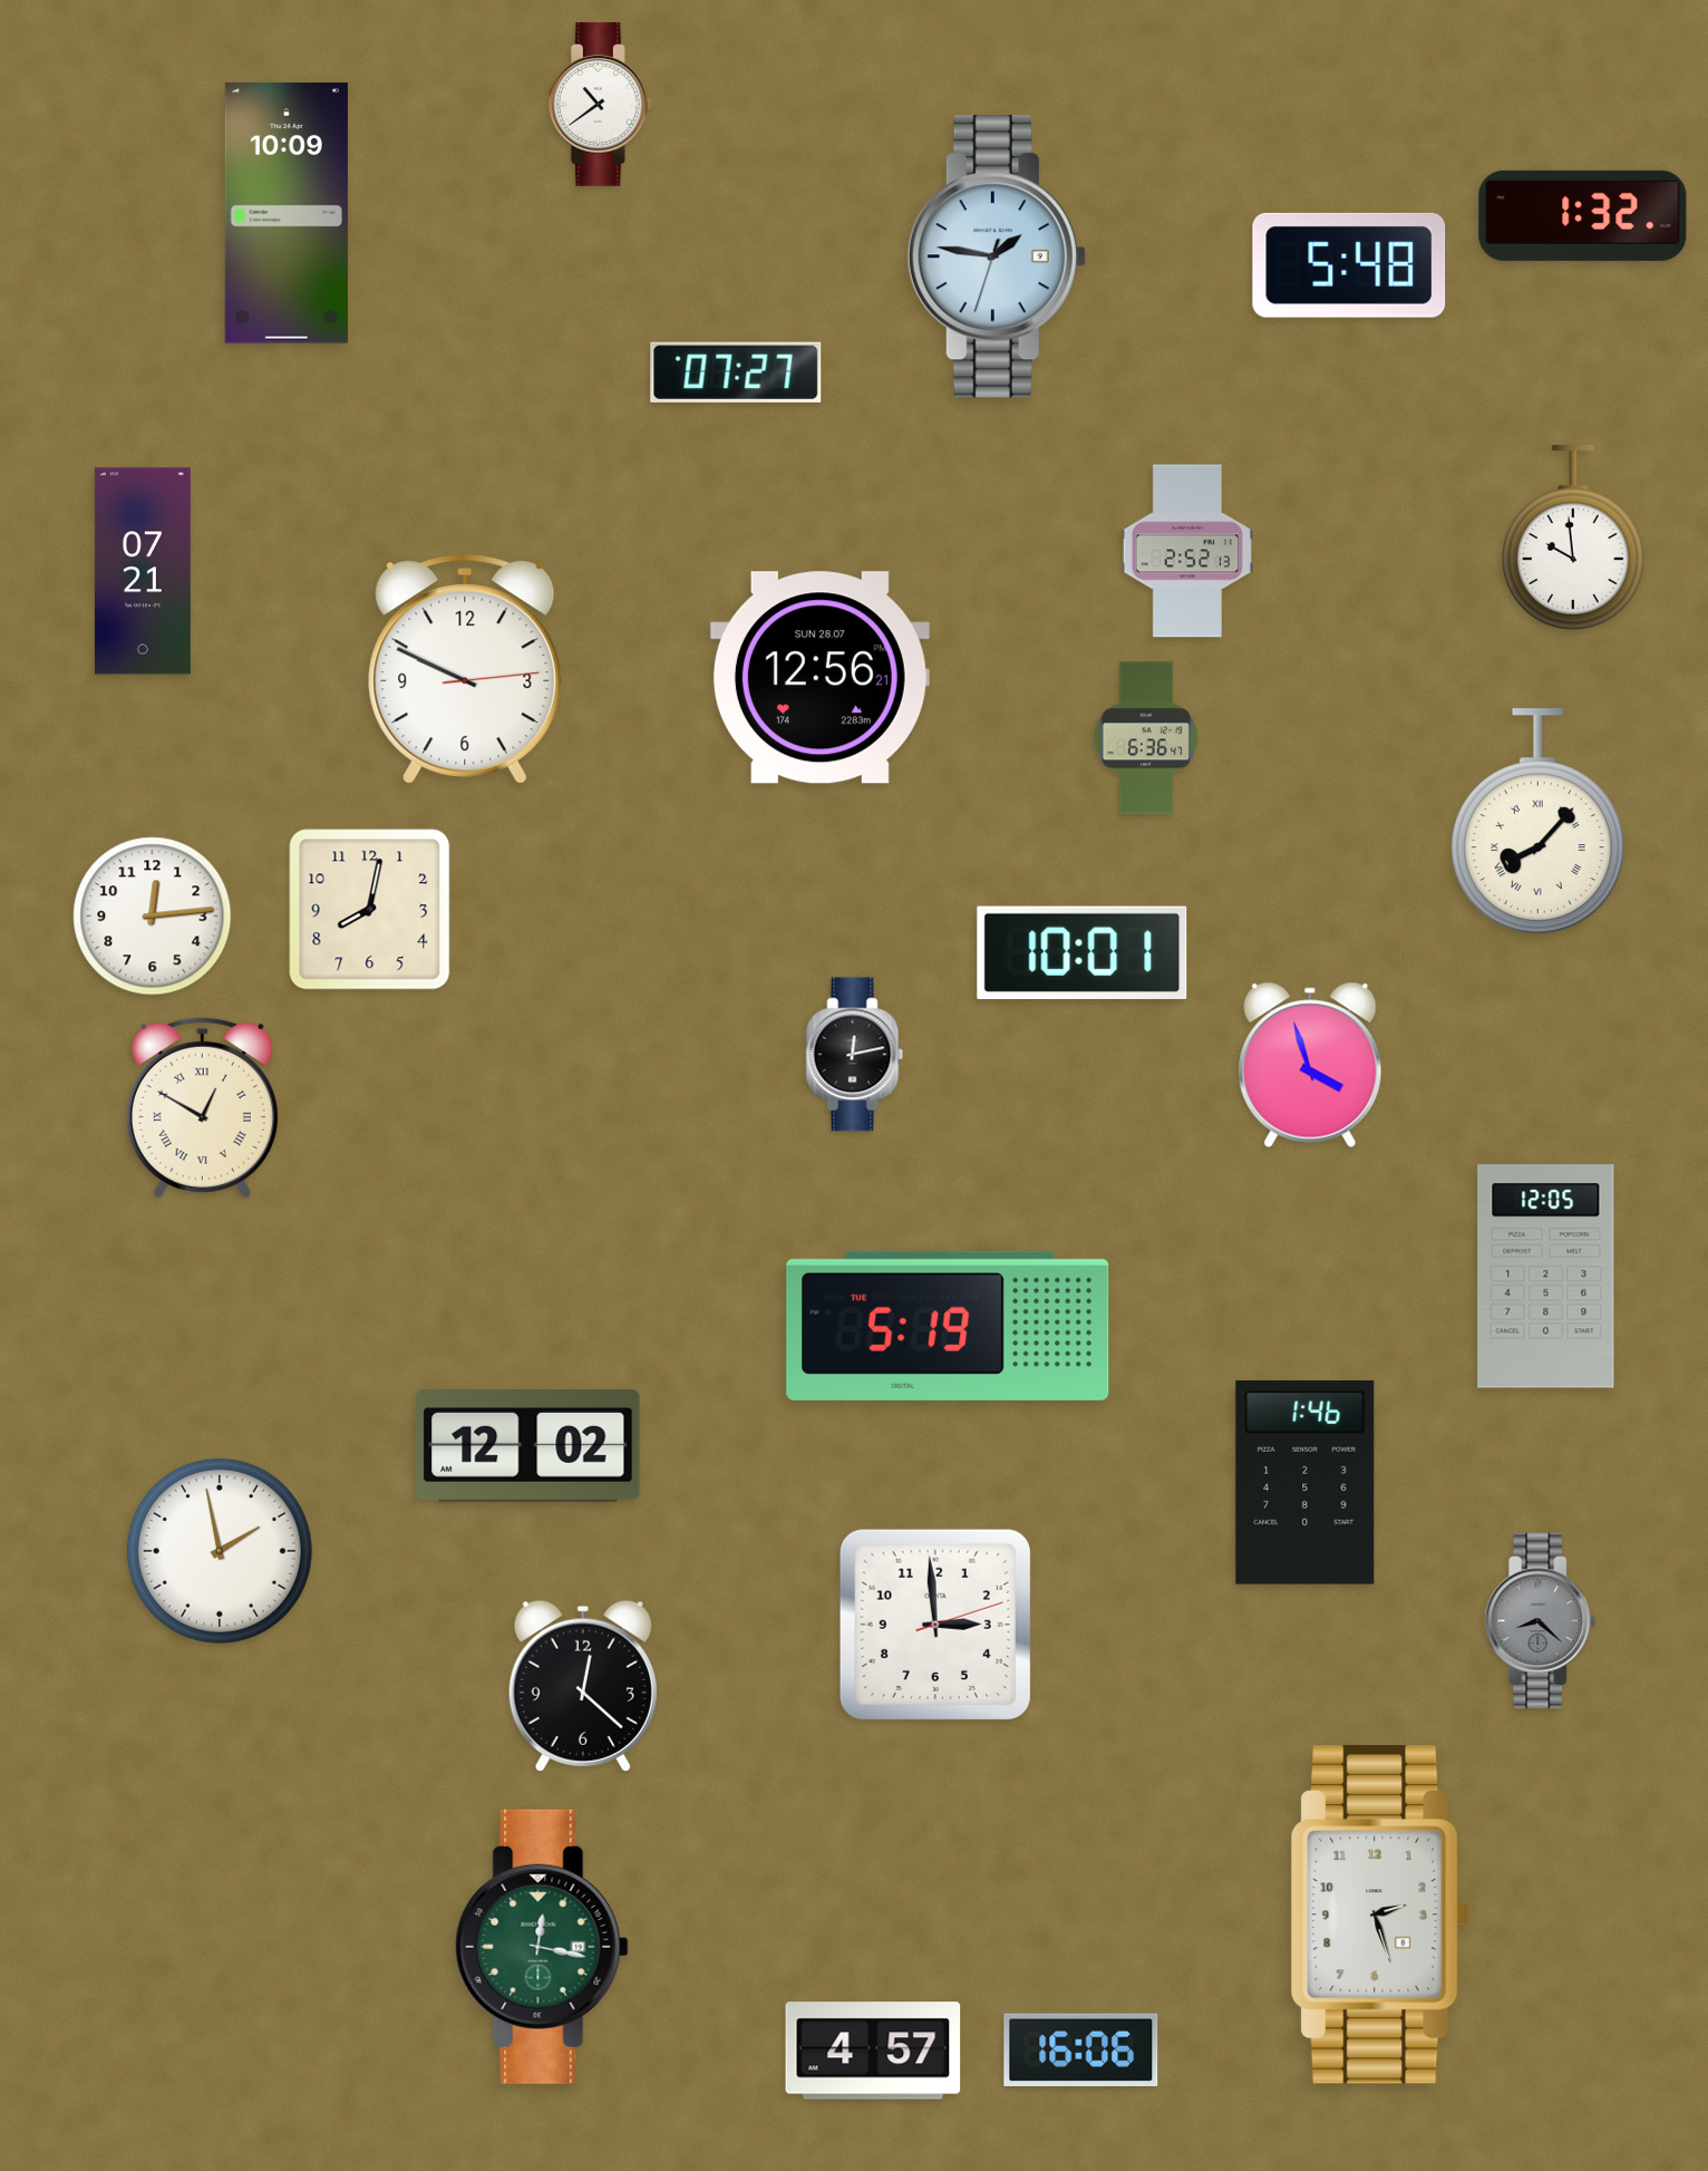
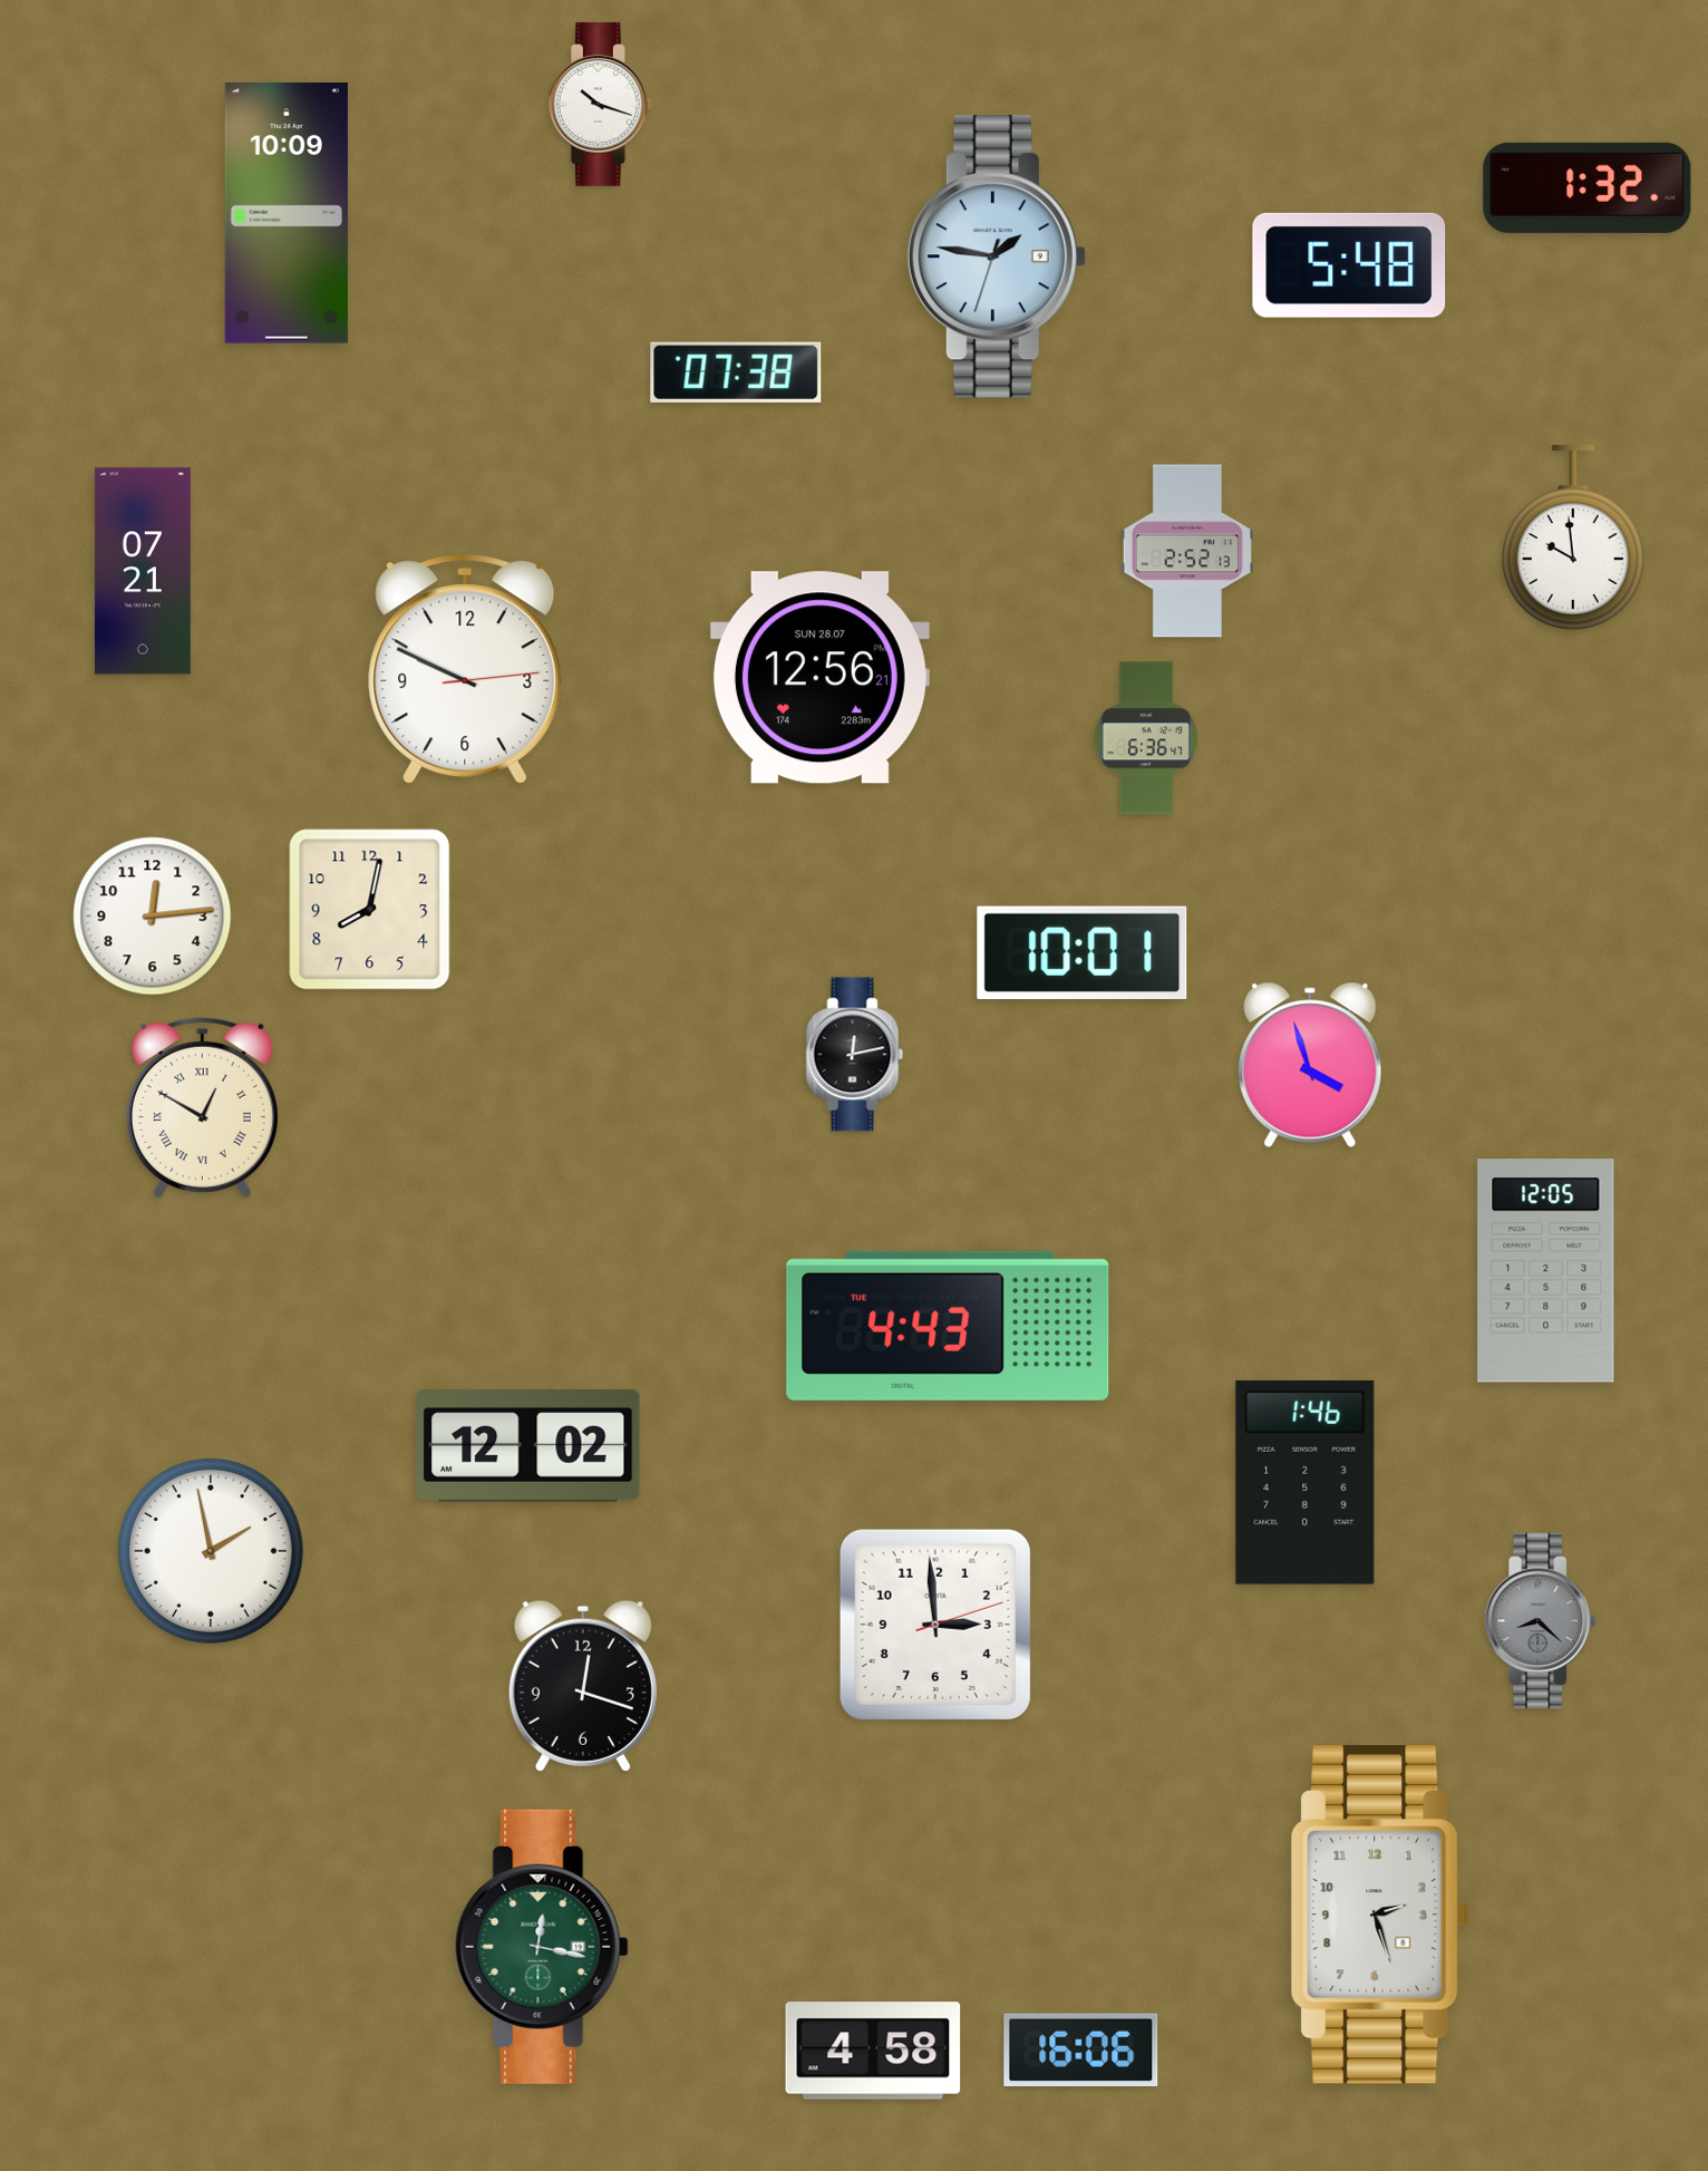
clock at (600, 104): 10:39 -> 10:18
clock at (1583, 215) position: (1583, 215) -> (1588, 187)
clock at (736, 372): 07:27 -> 07:38
clock at (1537, 821): 8:07 -> none
clock at (1546, 1277) position: (1546, 1277) -> (1546, 1271)
clock at (948, 1326): 5:19 -> 4:43
clock at (220, 1551) position: (220, 1551) -> (211, 1551)
clock at (583, 1686): 12:22 -> 12:18
clock at (873, 2051): 4:57 -> 4:58
